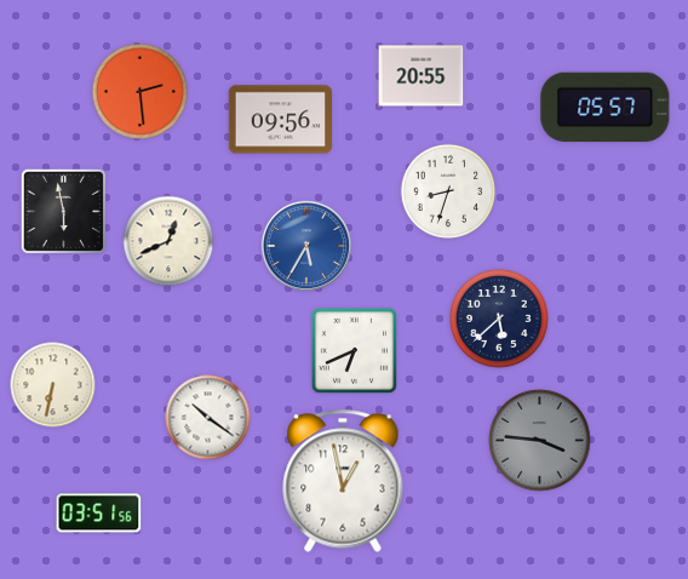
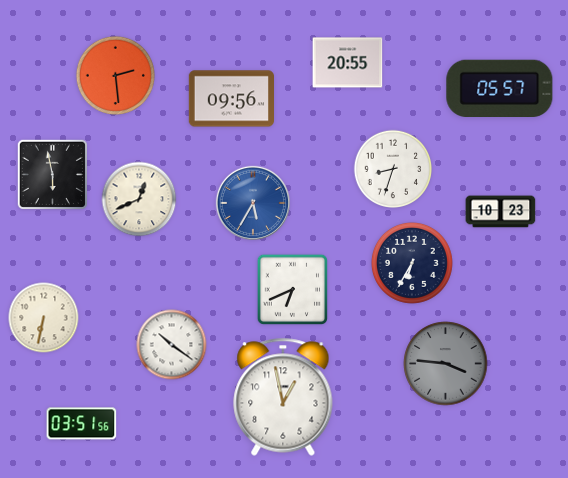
clock at (448, 191) position: (448, 191) -> (393, 169)
clock at (501, 212): none -> 10:23
clock at (499, 319): 5:38 -> 6:35
